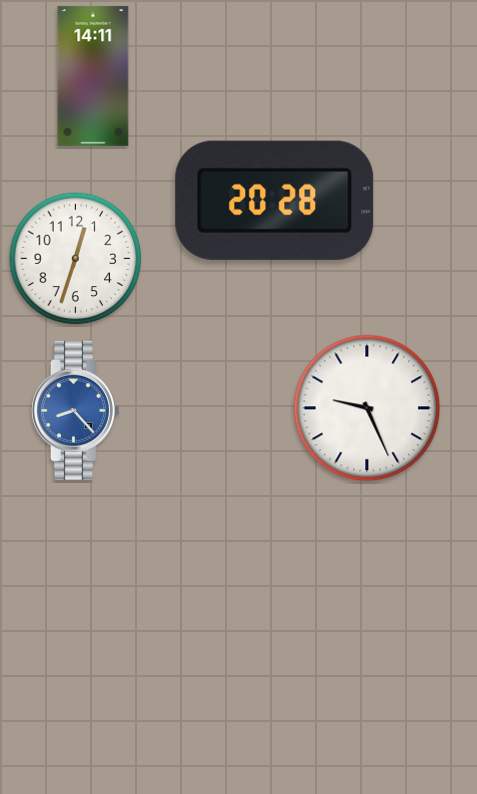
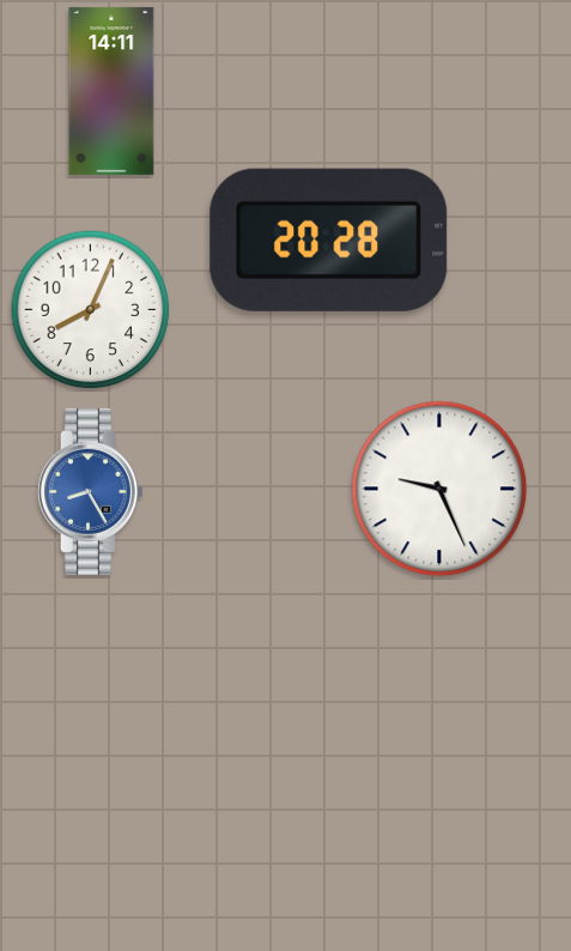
clock at (76, 259): 12:33 -> 8:04
clock at (75, 410): 8:23 -> 8:25
